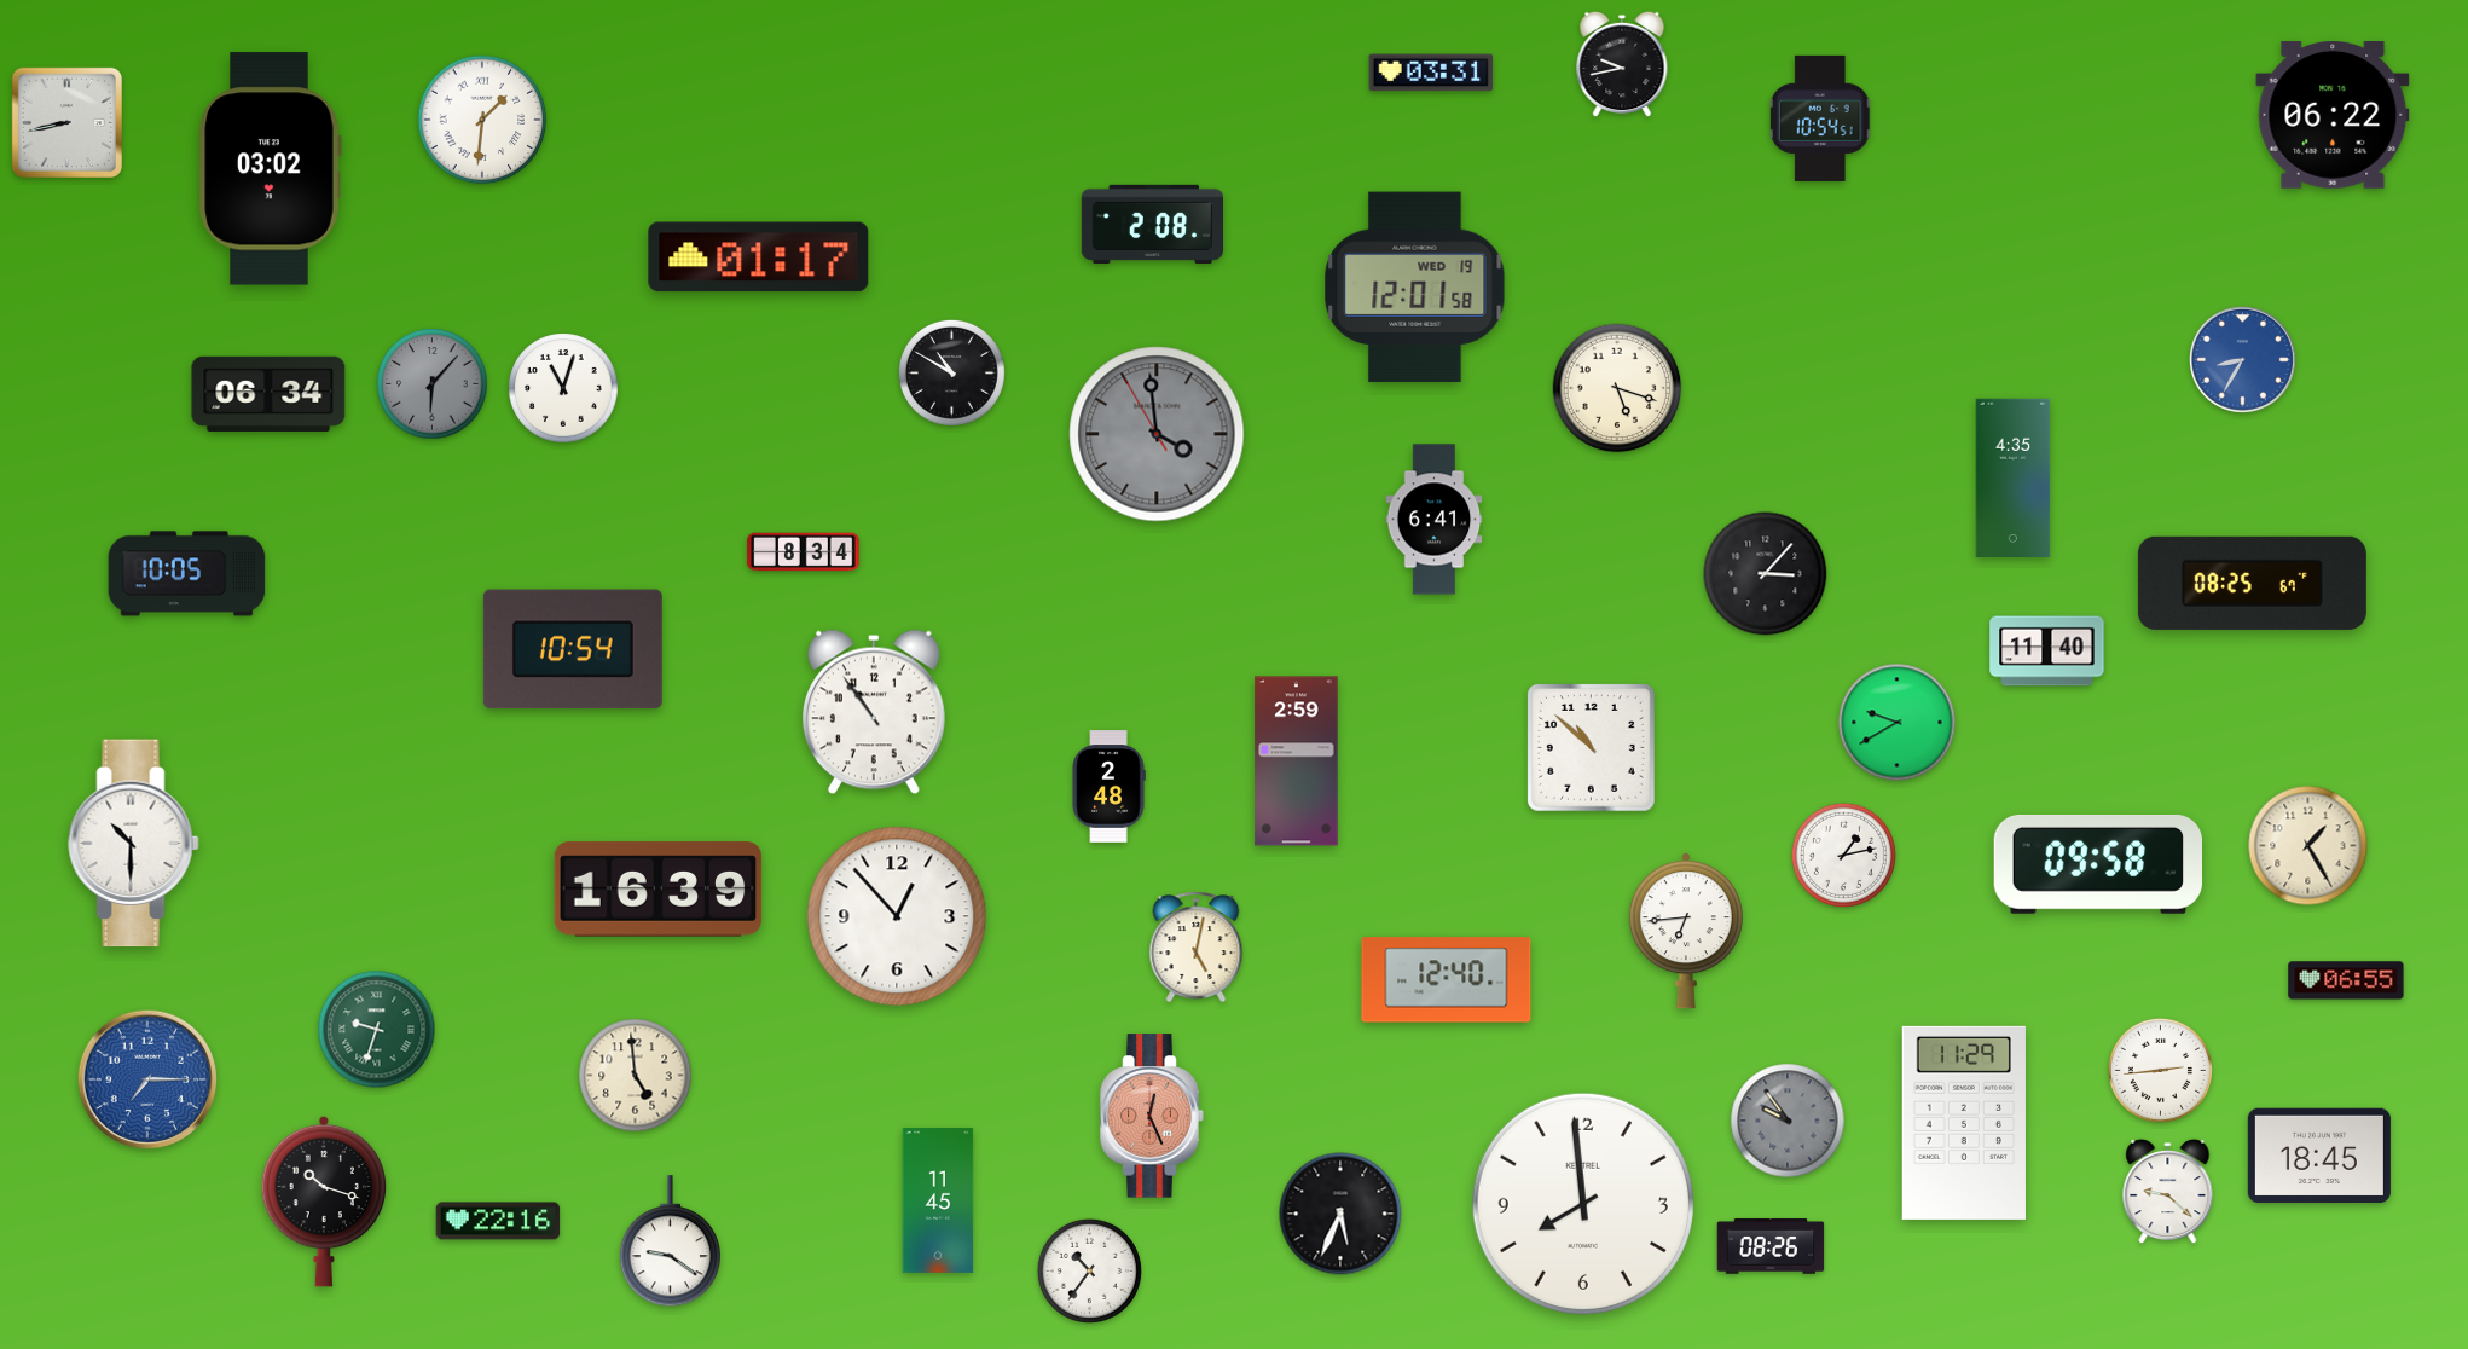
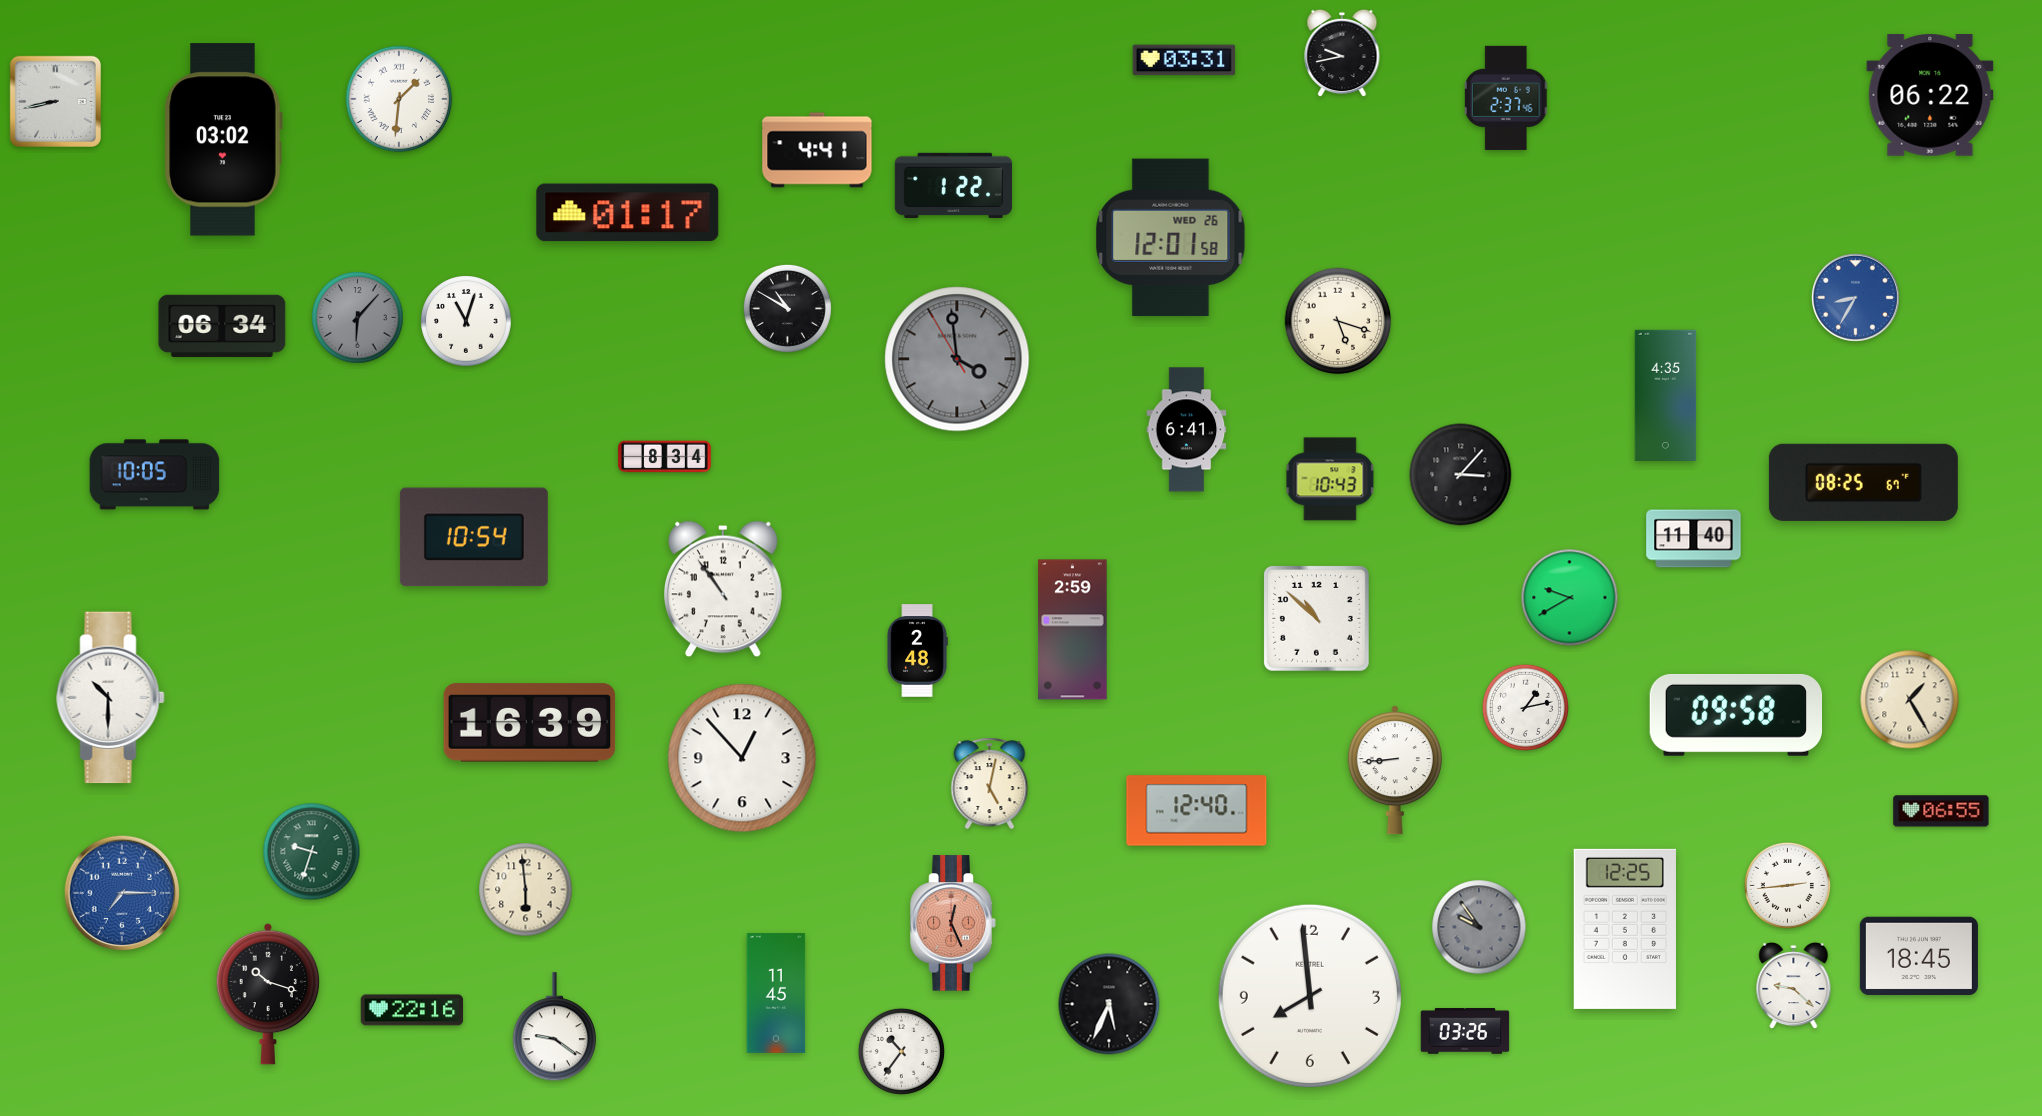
clock at (1820, 118): 10:54 -> 2:37
clock at (817, 150): none -> 4:41
clock at (1152, 224): 2:08 -> 1:22
clock at (1415, 288) date: WED 19 -> WED 26
clock at (1330, 479): none -> 10:43
clock at (659, 890) position: (659, 890) -> (530, 723)
clock at (1686, 931): 6:44 -> 8:44
clock at (636, 1076): 4:59 -> 5:59
clock at (1964, 1123): 11:29 -> 12:25
clock at (1771, 1246): 08:26 -> 03:26
